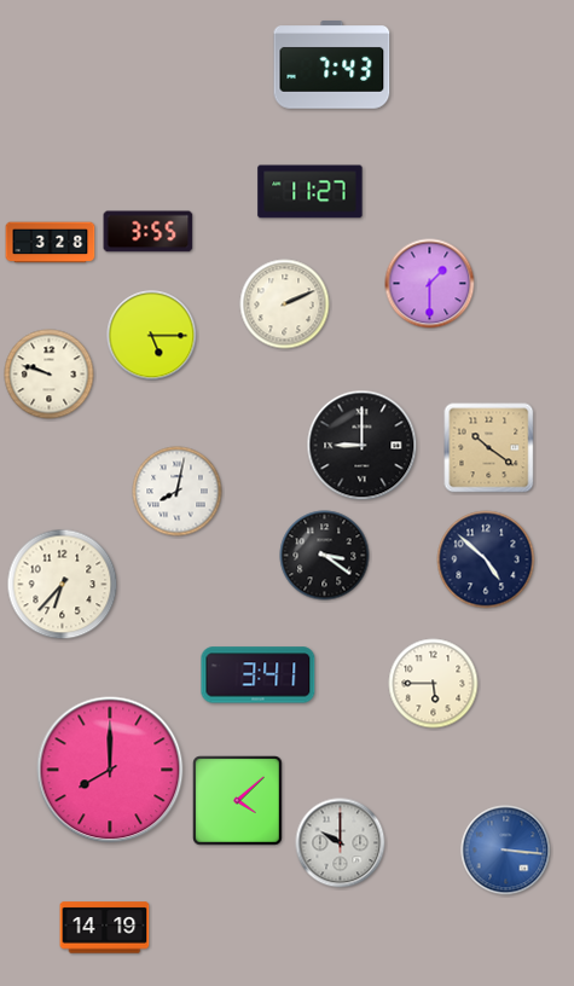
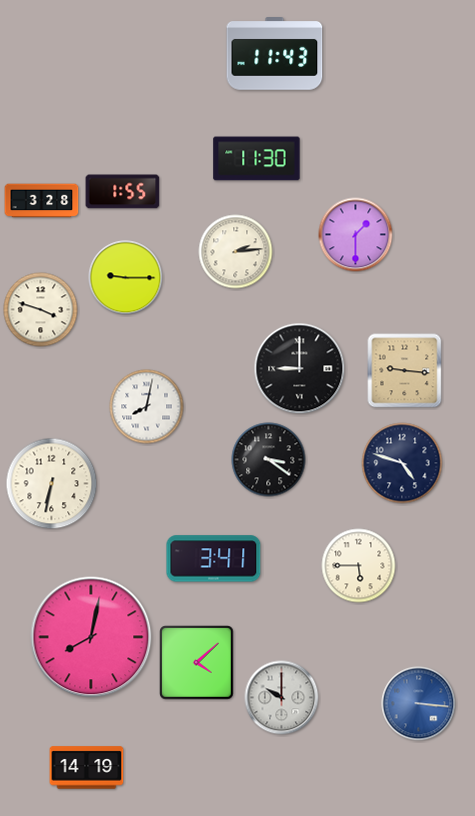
clock at (332, 65): 7:43 -> 11:43
clock at (311, 192): 11:27 -> 11:30
clock at (149, 232): 3:55 -> 1:55
clock at (285, 304): 2:11 -> 2:14
clock at (152, 336): 5:15 -> 9:15
clock at (50, 375): 9:48 -> 3:48
clock at (489, 448): 10:21 -> 9:16
clock at (486, 559): 4:52 -> 4:48
clock at (63, 585): 6:37 -> 6:32
clock at (110, 770): 8:00 -> 8:02
